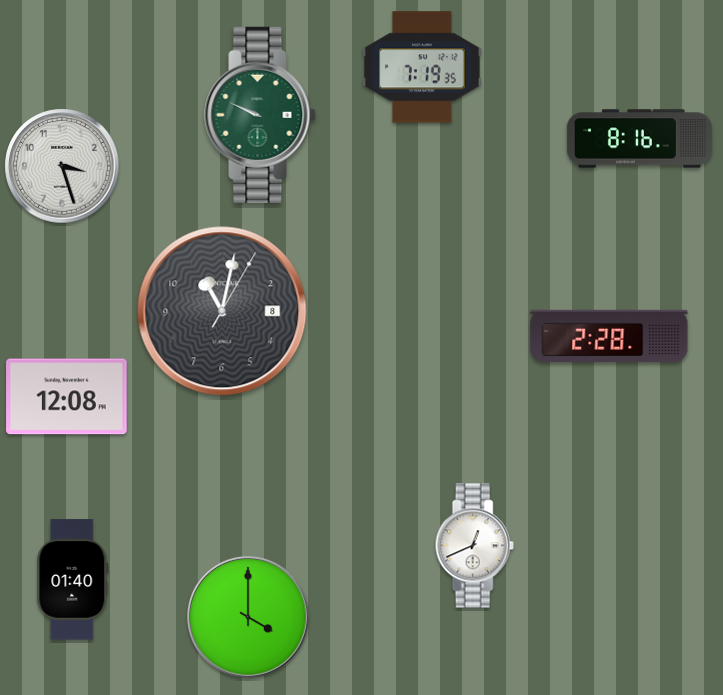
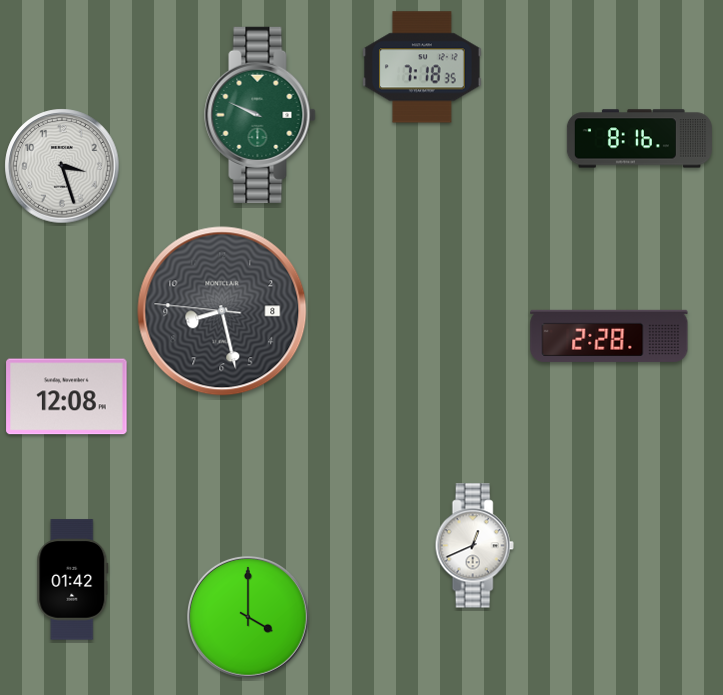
clock at (422, 67): 7:19 -> 7:18
clock at (222, 311): 11:02 -> 8:27
clock at (73, 580): 01:40 -> 01:42
